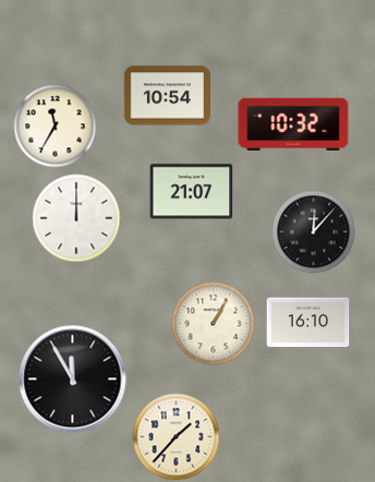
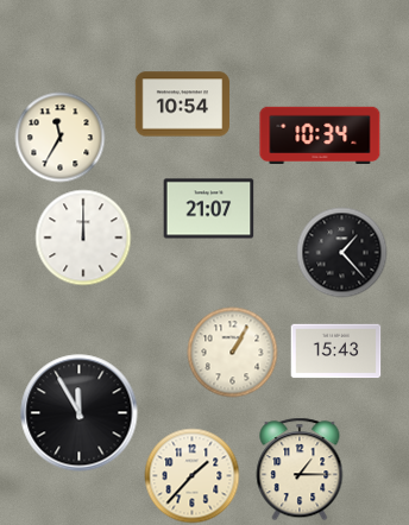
clock at (293, 123): 10:32 -> 10:34
clock at (314, 232): 12:07 -> 1:23
clock at (309, 323): 16:10 -> 15:43
clock at (300, 469): none -> 1:15
